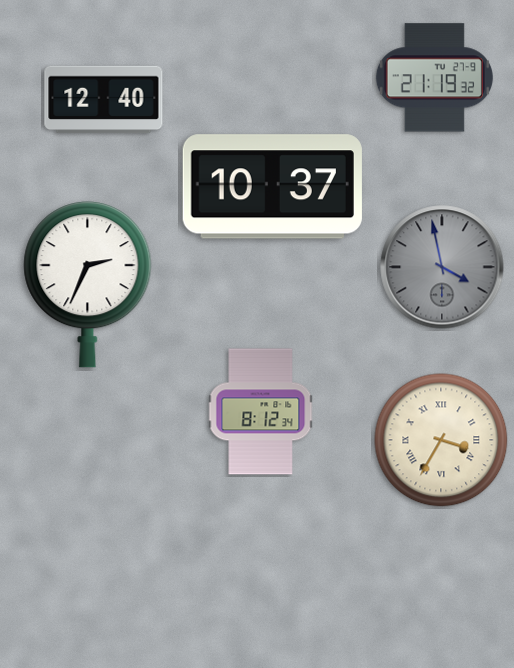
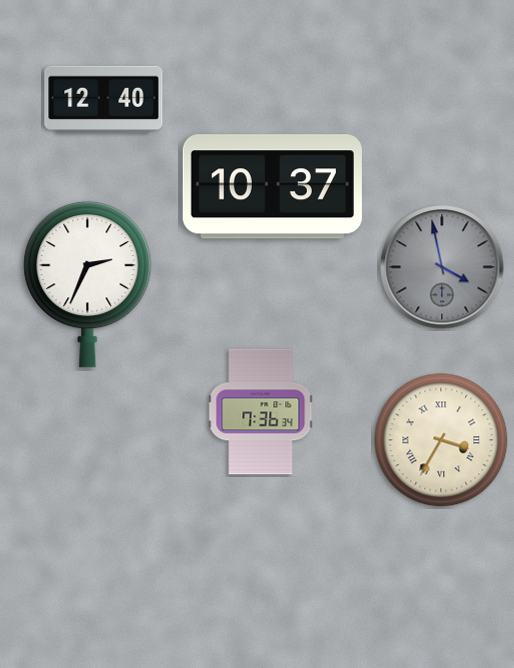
clock at (434, 78): 21:19 -> none
clock at (261, 412): 8:12 -> 7:36
